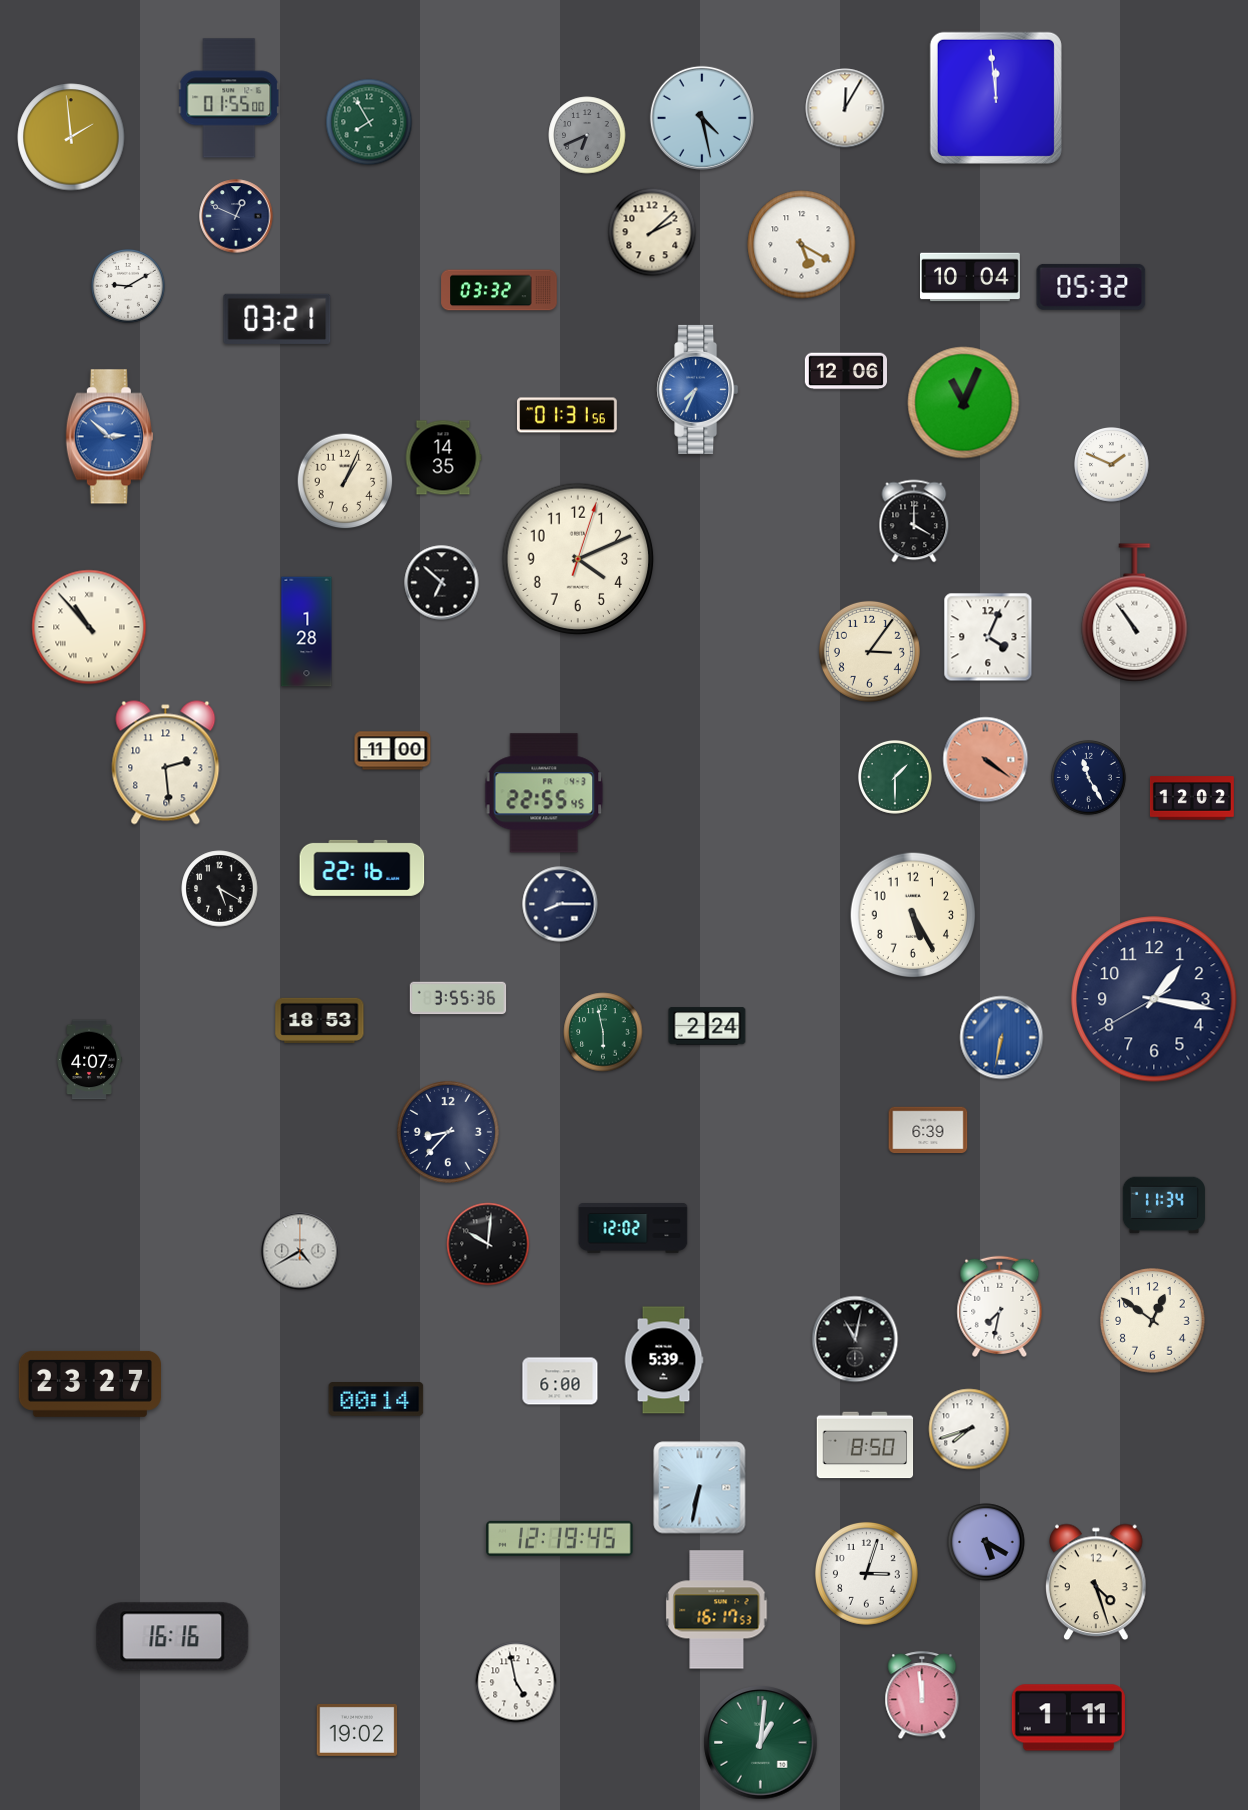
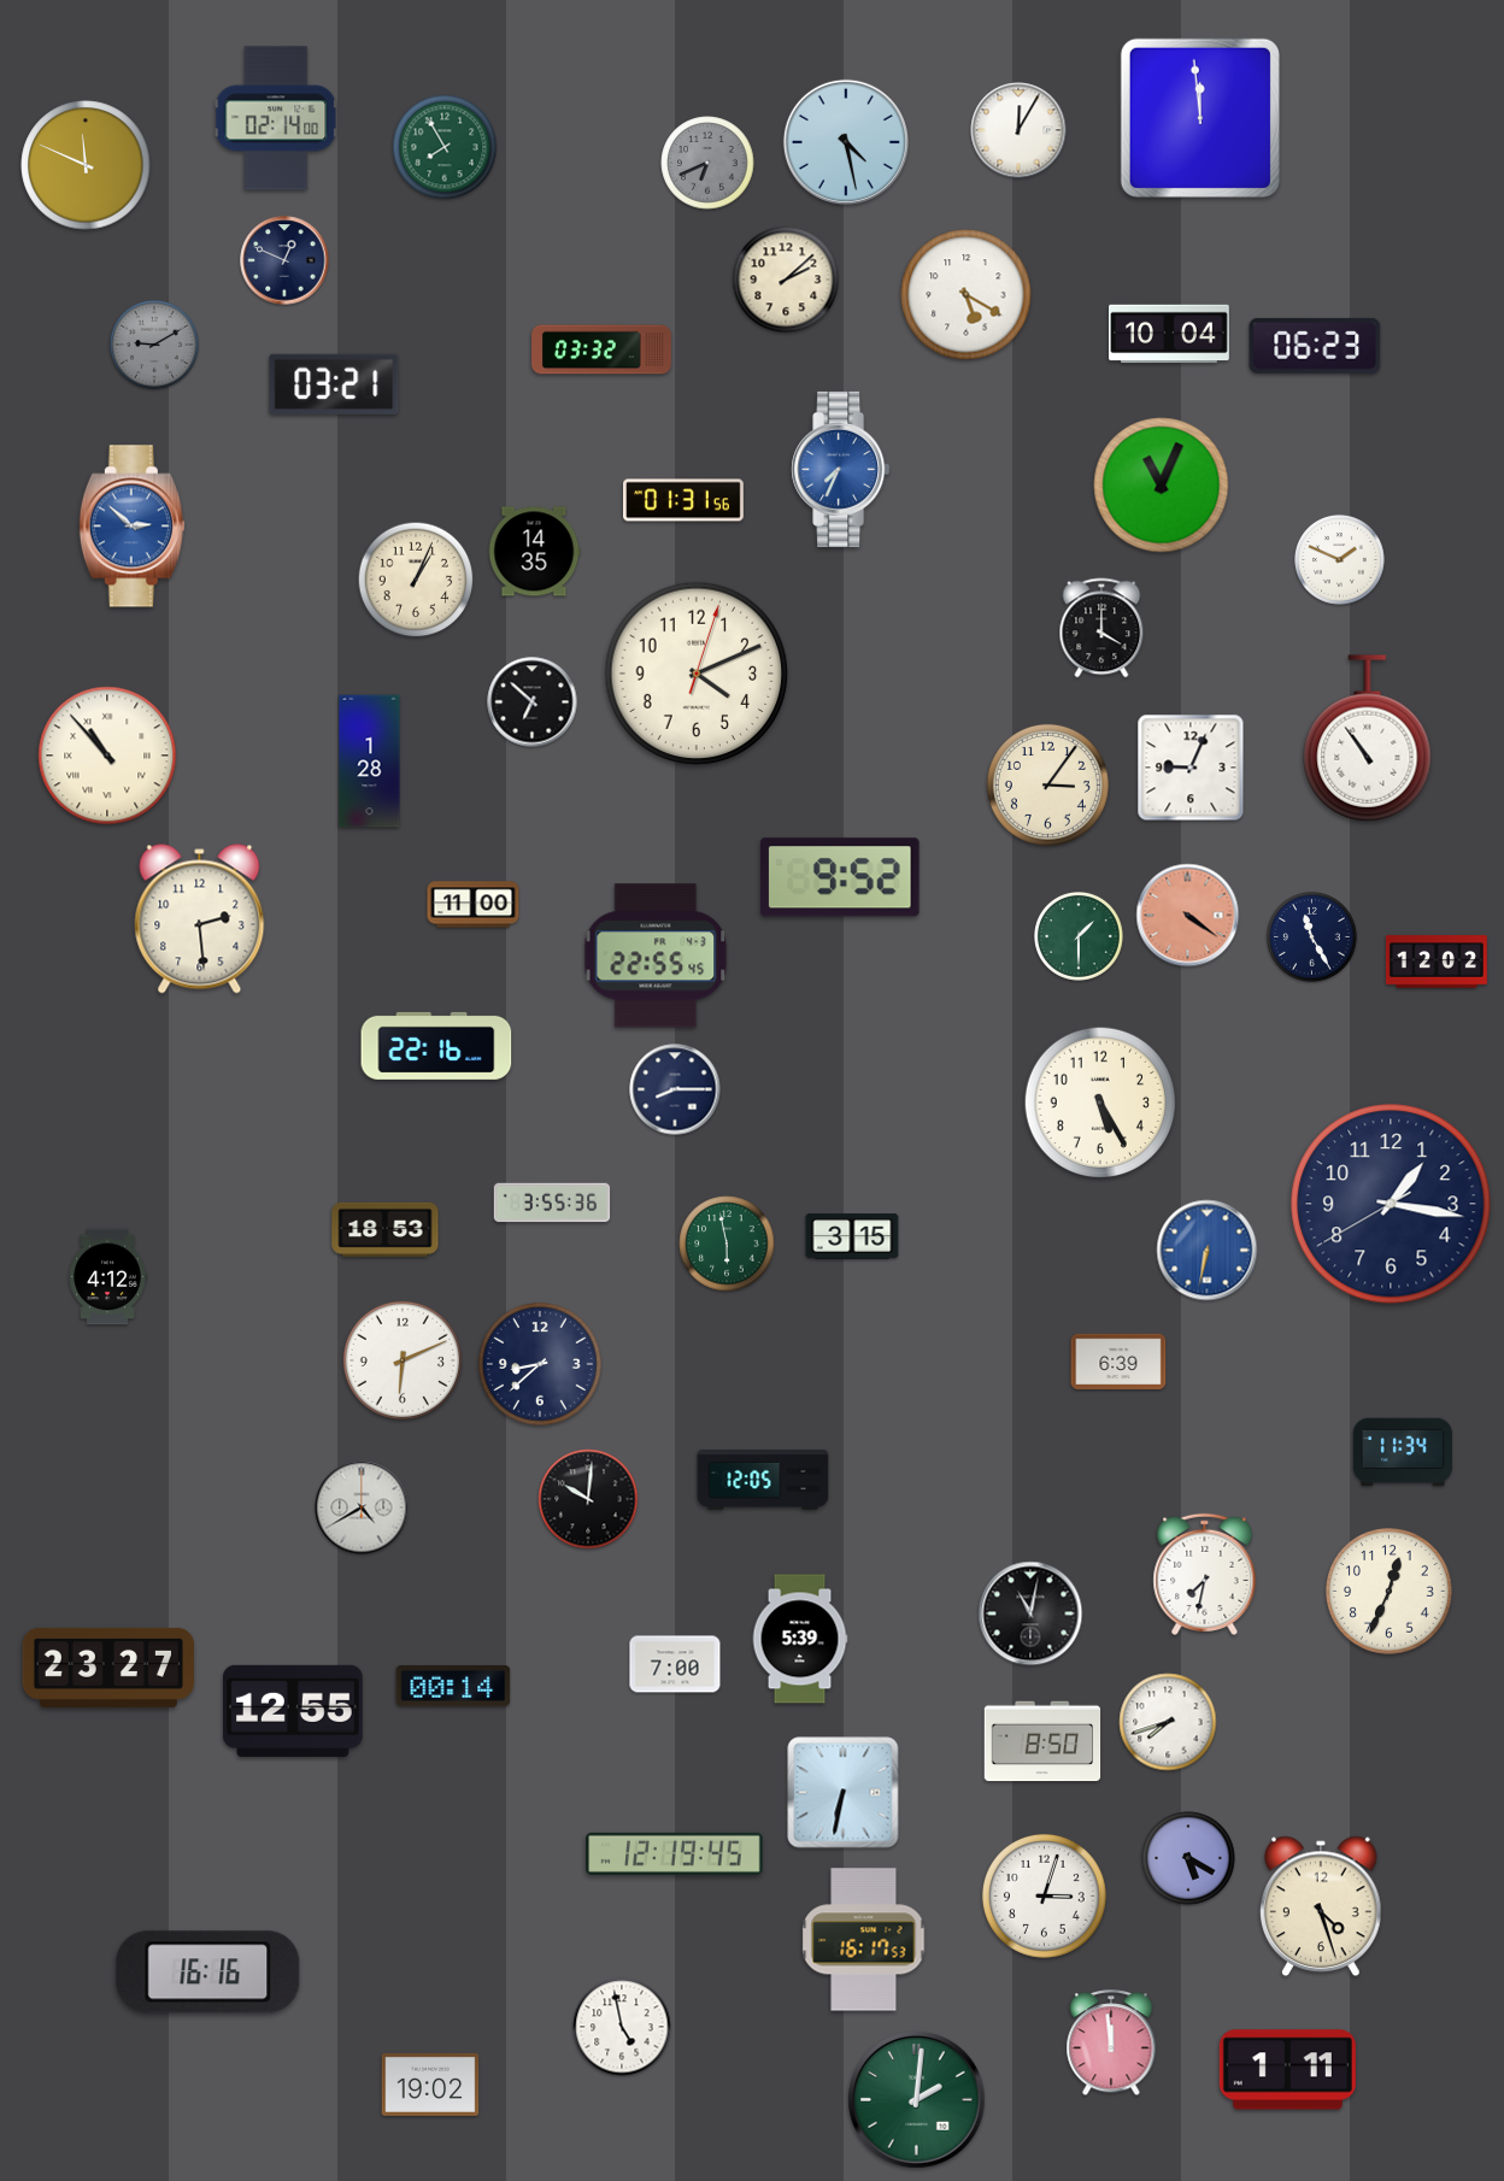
clock at (229, 98): 01:55 -> 02:14
clock at (71, 137): 1:59 -> 11:49
clock at (128, 287) dial: white -> grey
clock at (1091, 287): 05:32 -> 06:23
clock at (845, 371): 12:06 -> none
clock at (988, 637): 4:04 -> 9:04
clock at (840, 877): none -> 9:52
clock at (220, 889): 5:20 -> none
clock at (707, 1026): 2:24 -> 3:15
clock at (89, 1060): 4:07 -> 4:12
clock at (403, 1360): none -> 6:11
clock at (448, 1132): 8:37 -> 8:38
clock at (633, 1229): 12:02 -> 12:05
clock at (1153, 1321): 12:51 -> 12:34
clock at (560, 1381): 6:00 -> 7:00
clock at (294, 1711): none -> 12:55
clock at (761, 1743): 1:01 -> 2:01
